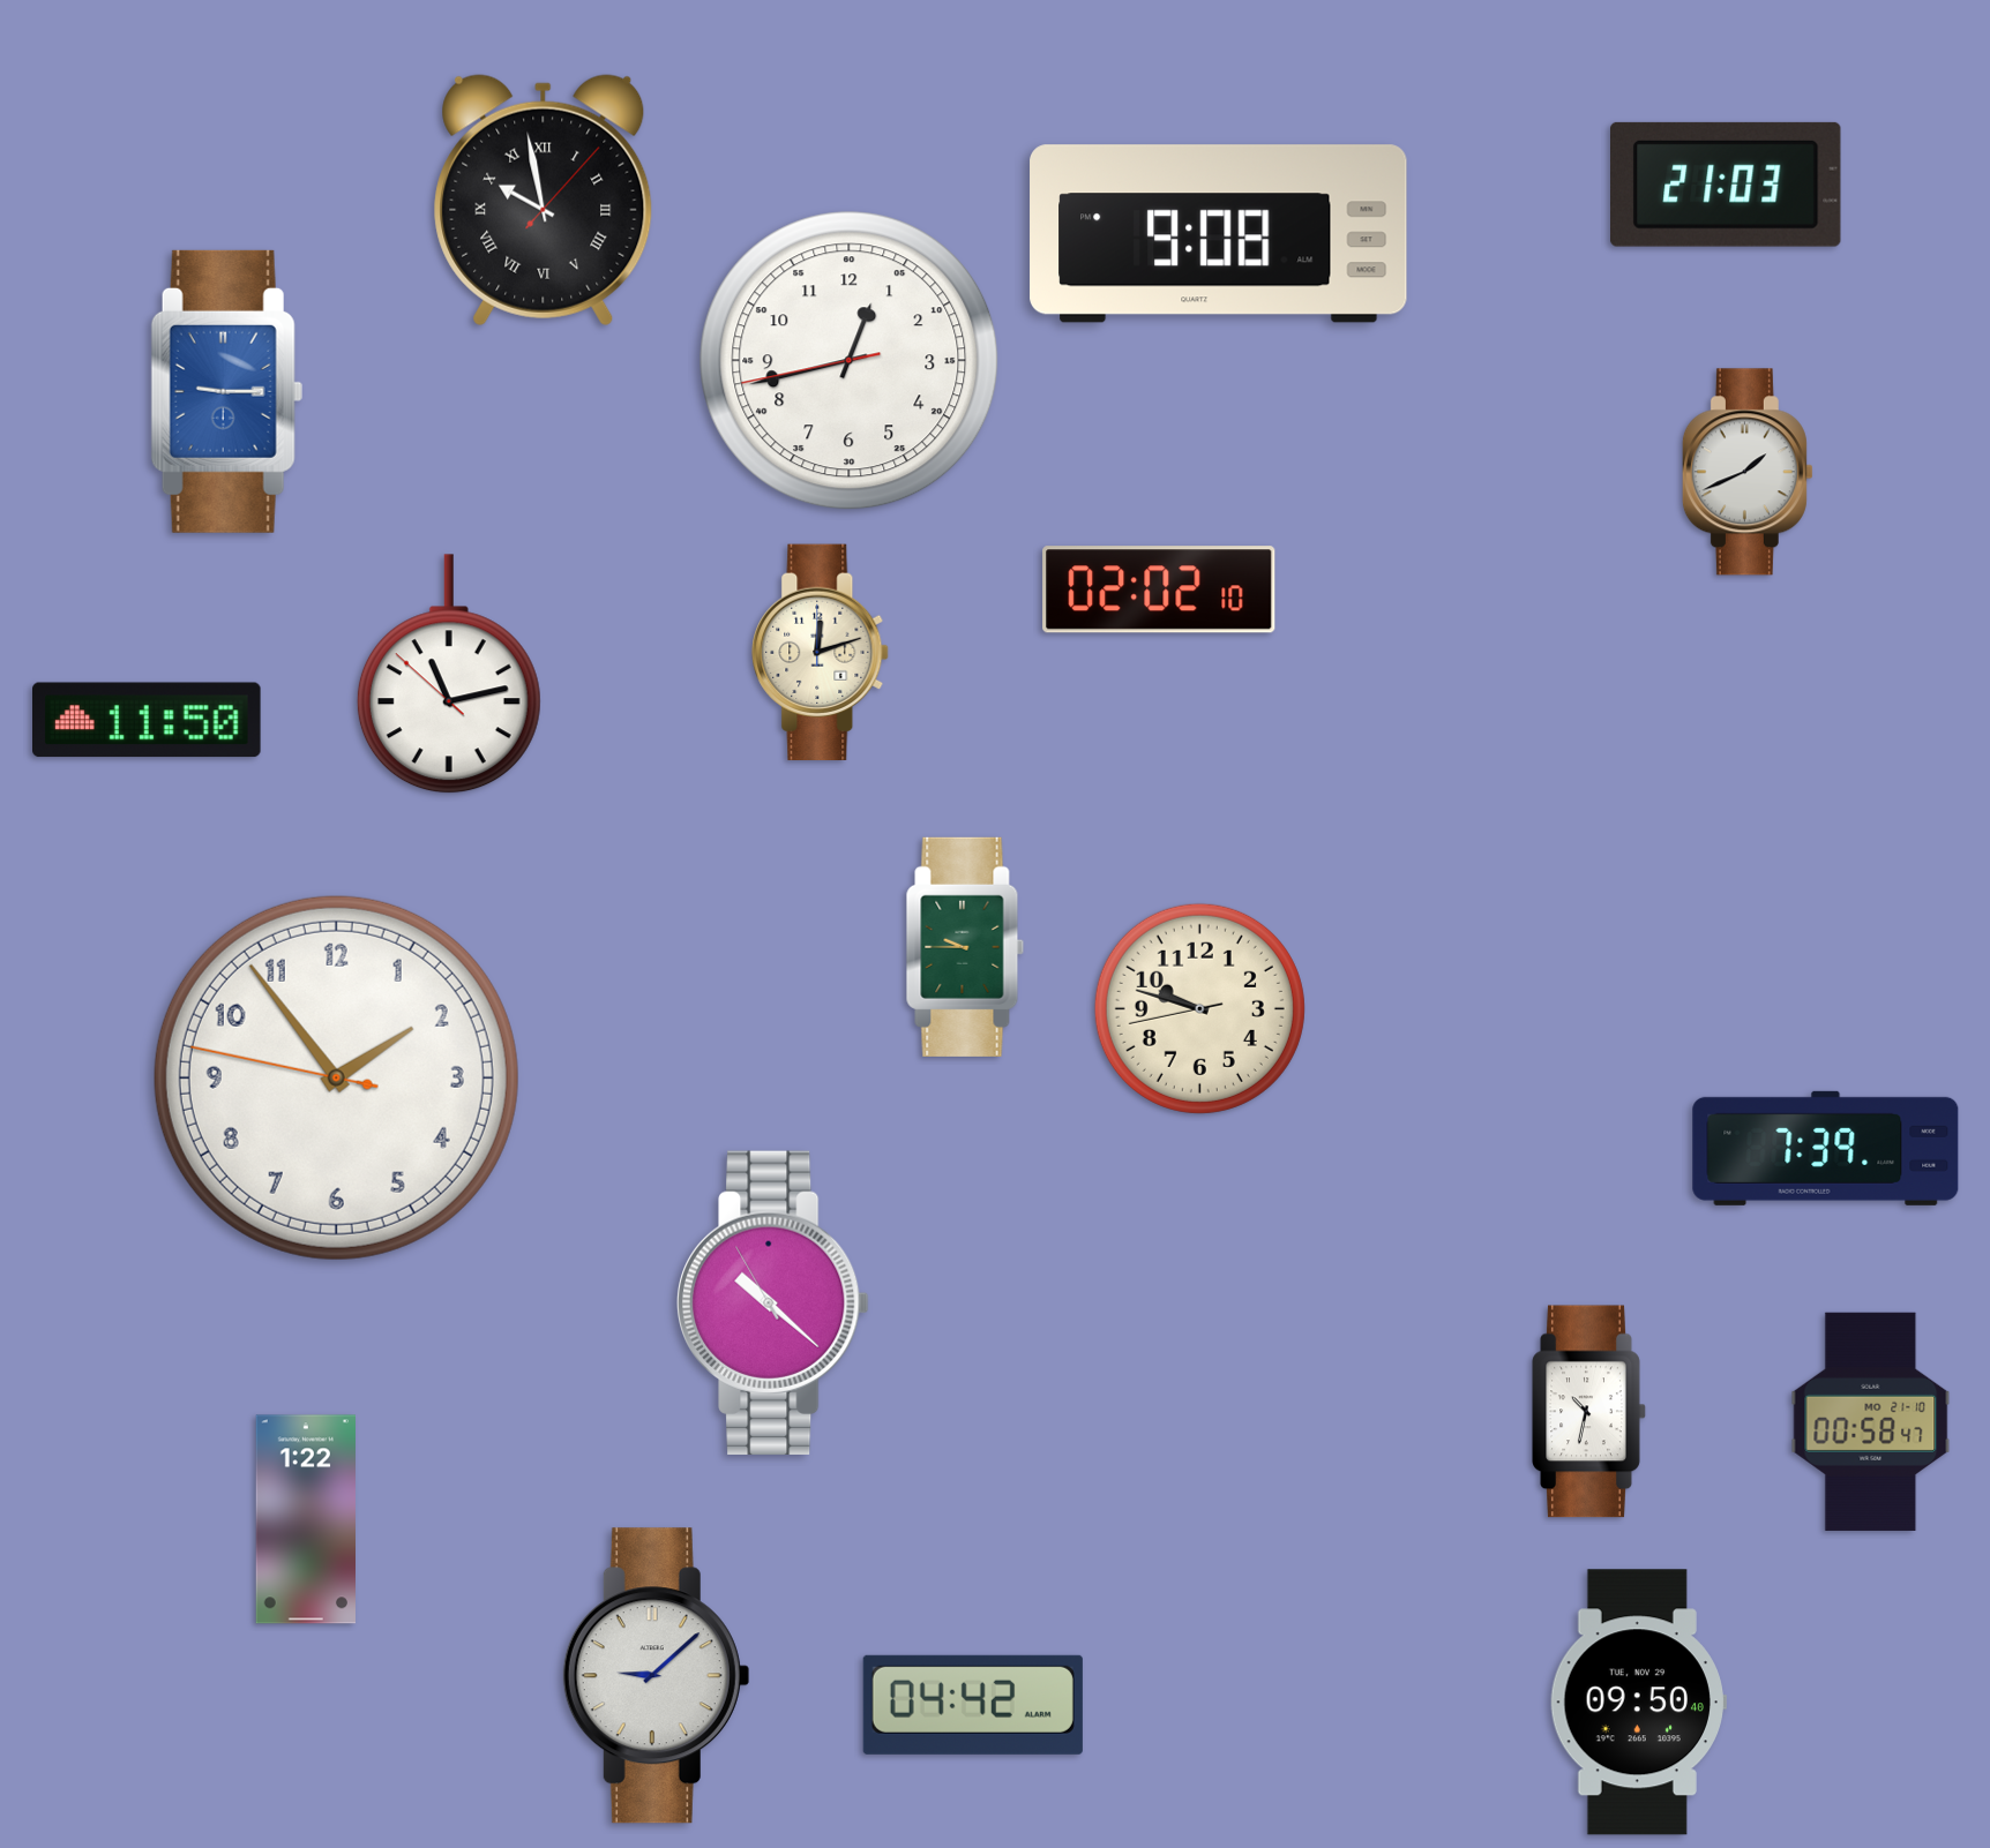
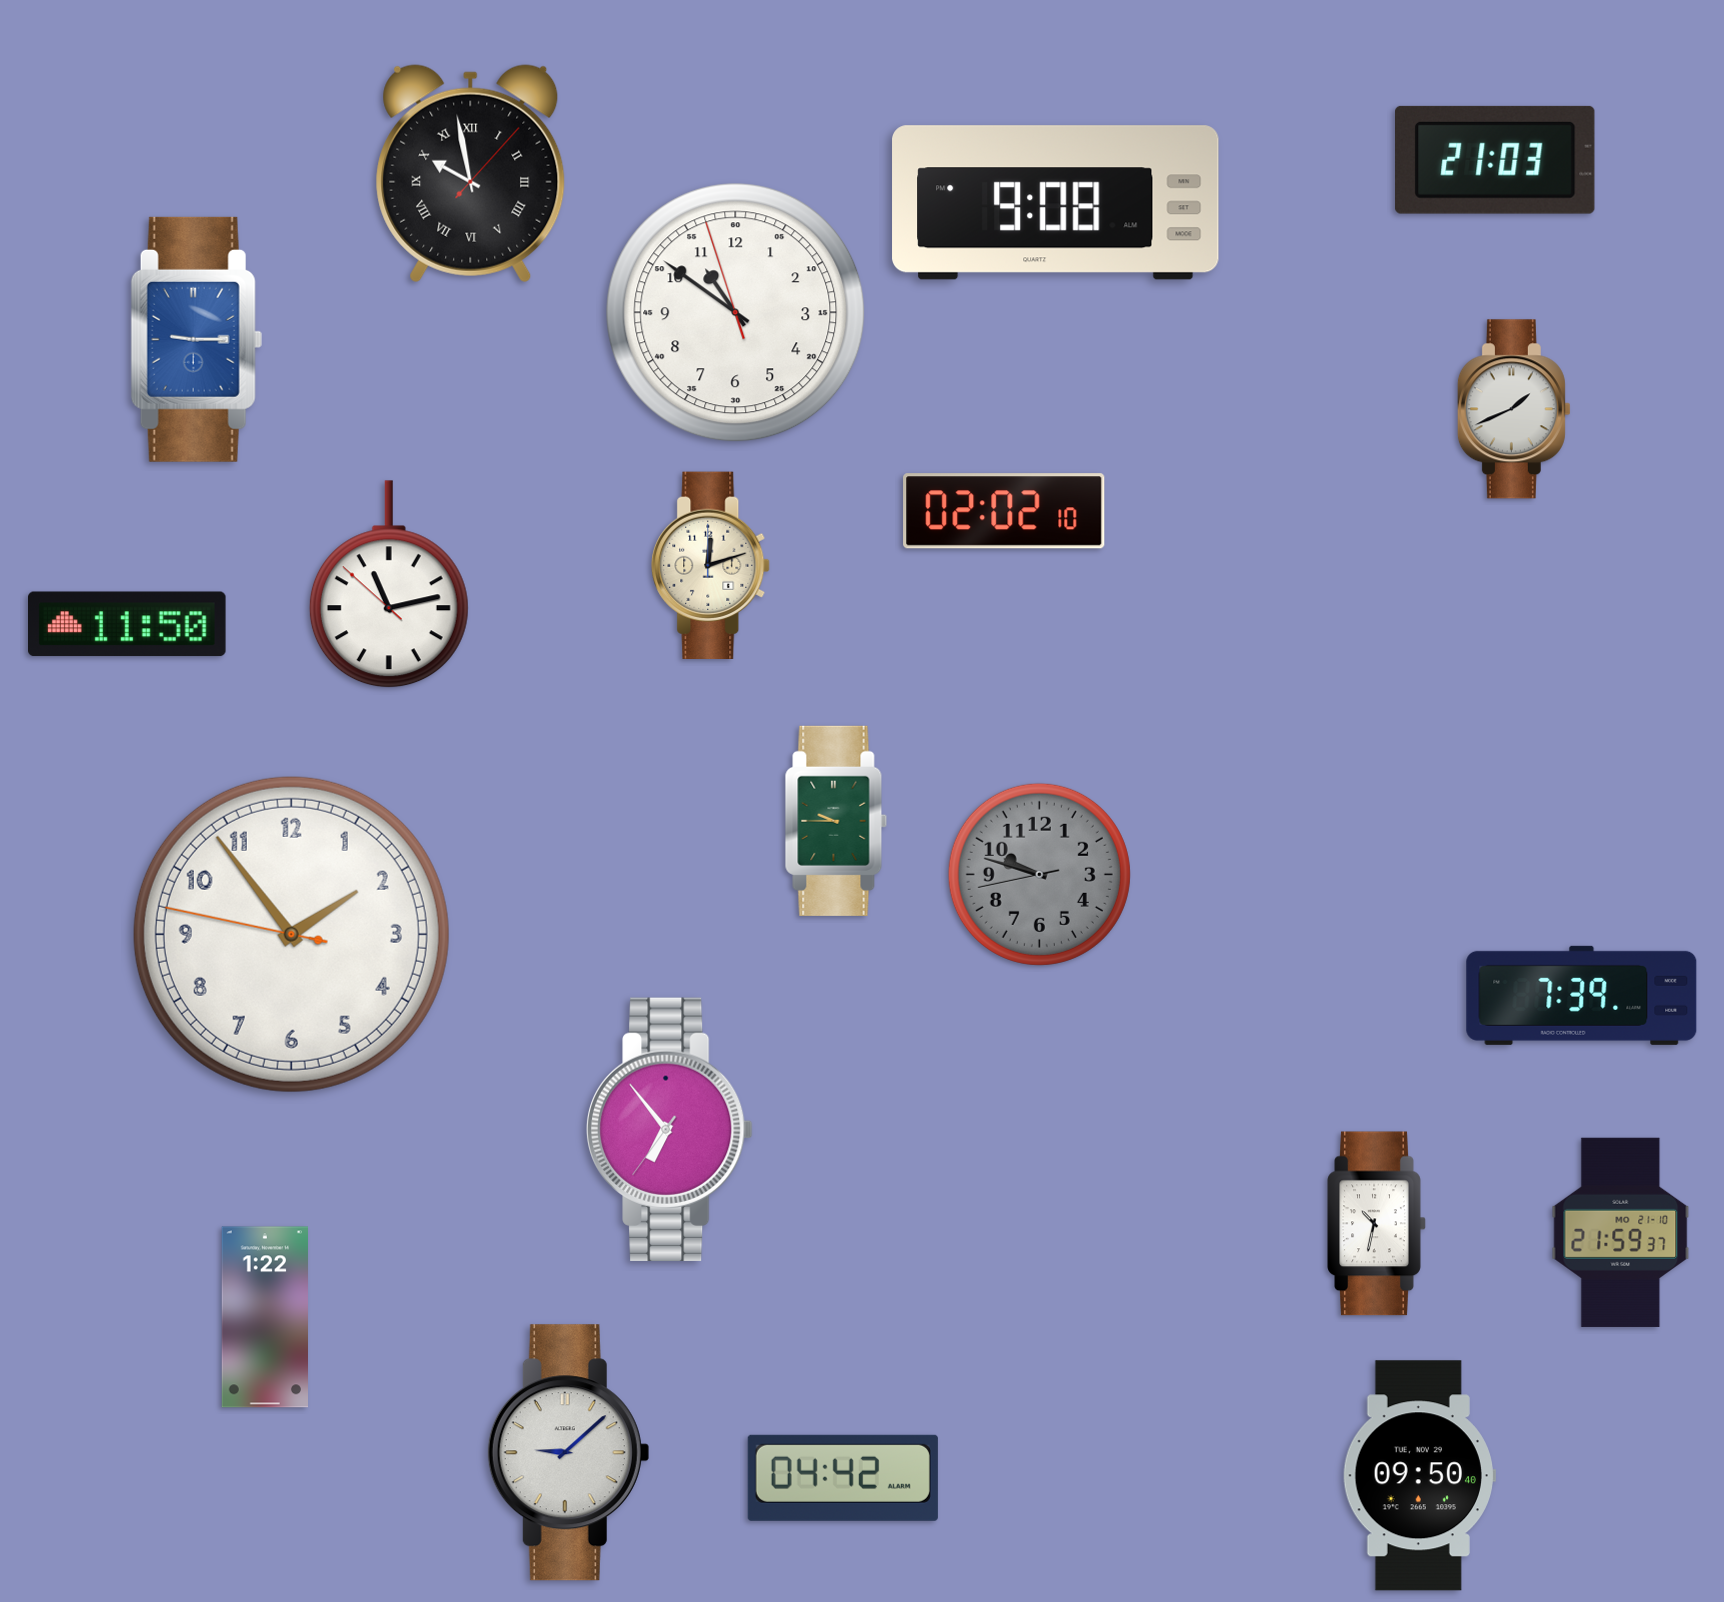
clock at (850, 361): 12:42 -> 10:50
clock at (1199, 1008) dial: cream -> grey
clock at (773, 1302): 10:21 -> 6:53
clock at (1871, 1421): 00:58 -> 21:59
